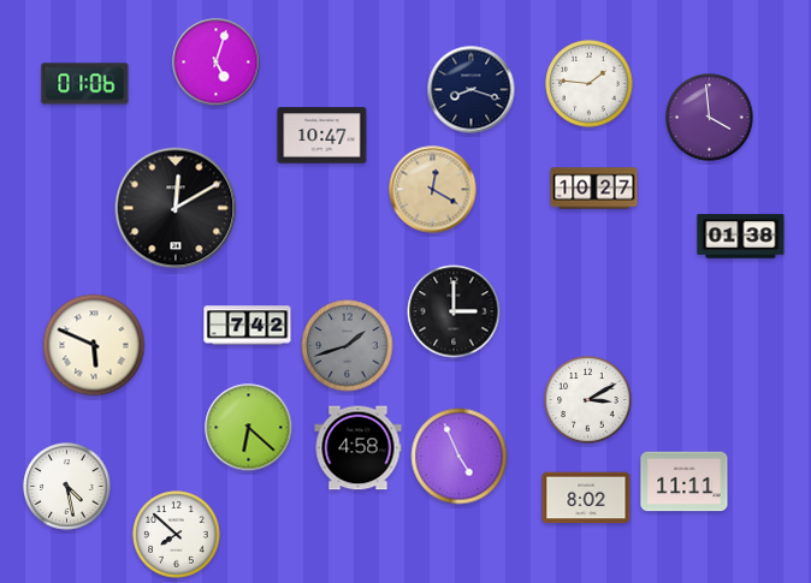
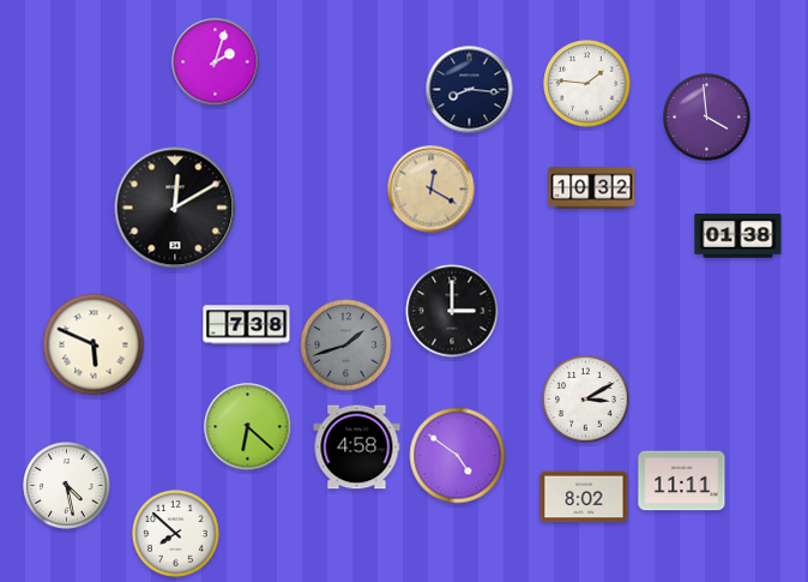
clock at (217, 63): 5:03 -> 2:03
clock at (85, 84): 01:06 -> none
clock at (472, 90): 8:18 -> 8:16
clock at (322, 136): 10:47 -> none
clock at (594, 189): 10:27 -> 10:32
clock at (248, 326): 7:42 -> 7:38
clock at (460, 457): 4:56 -> 4:51
